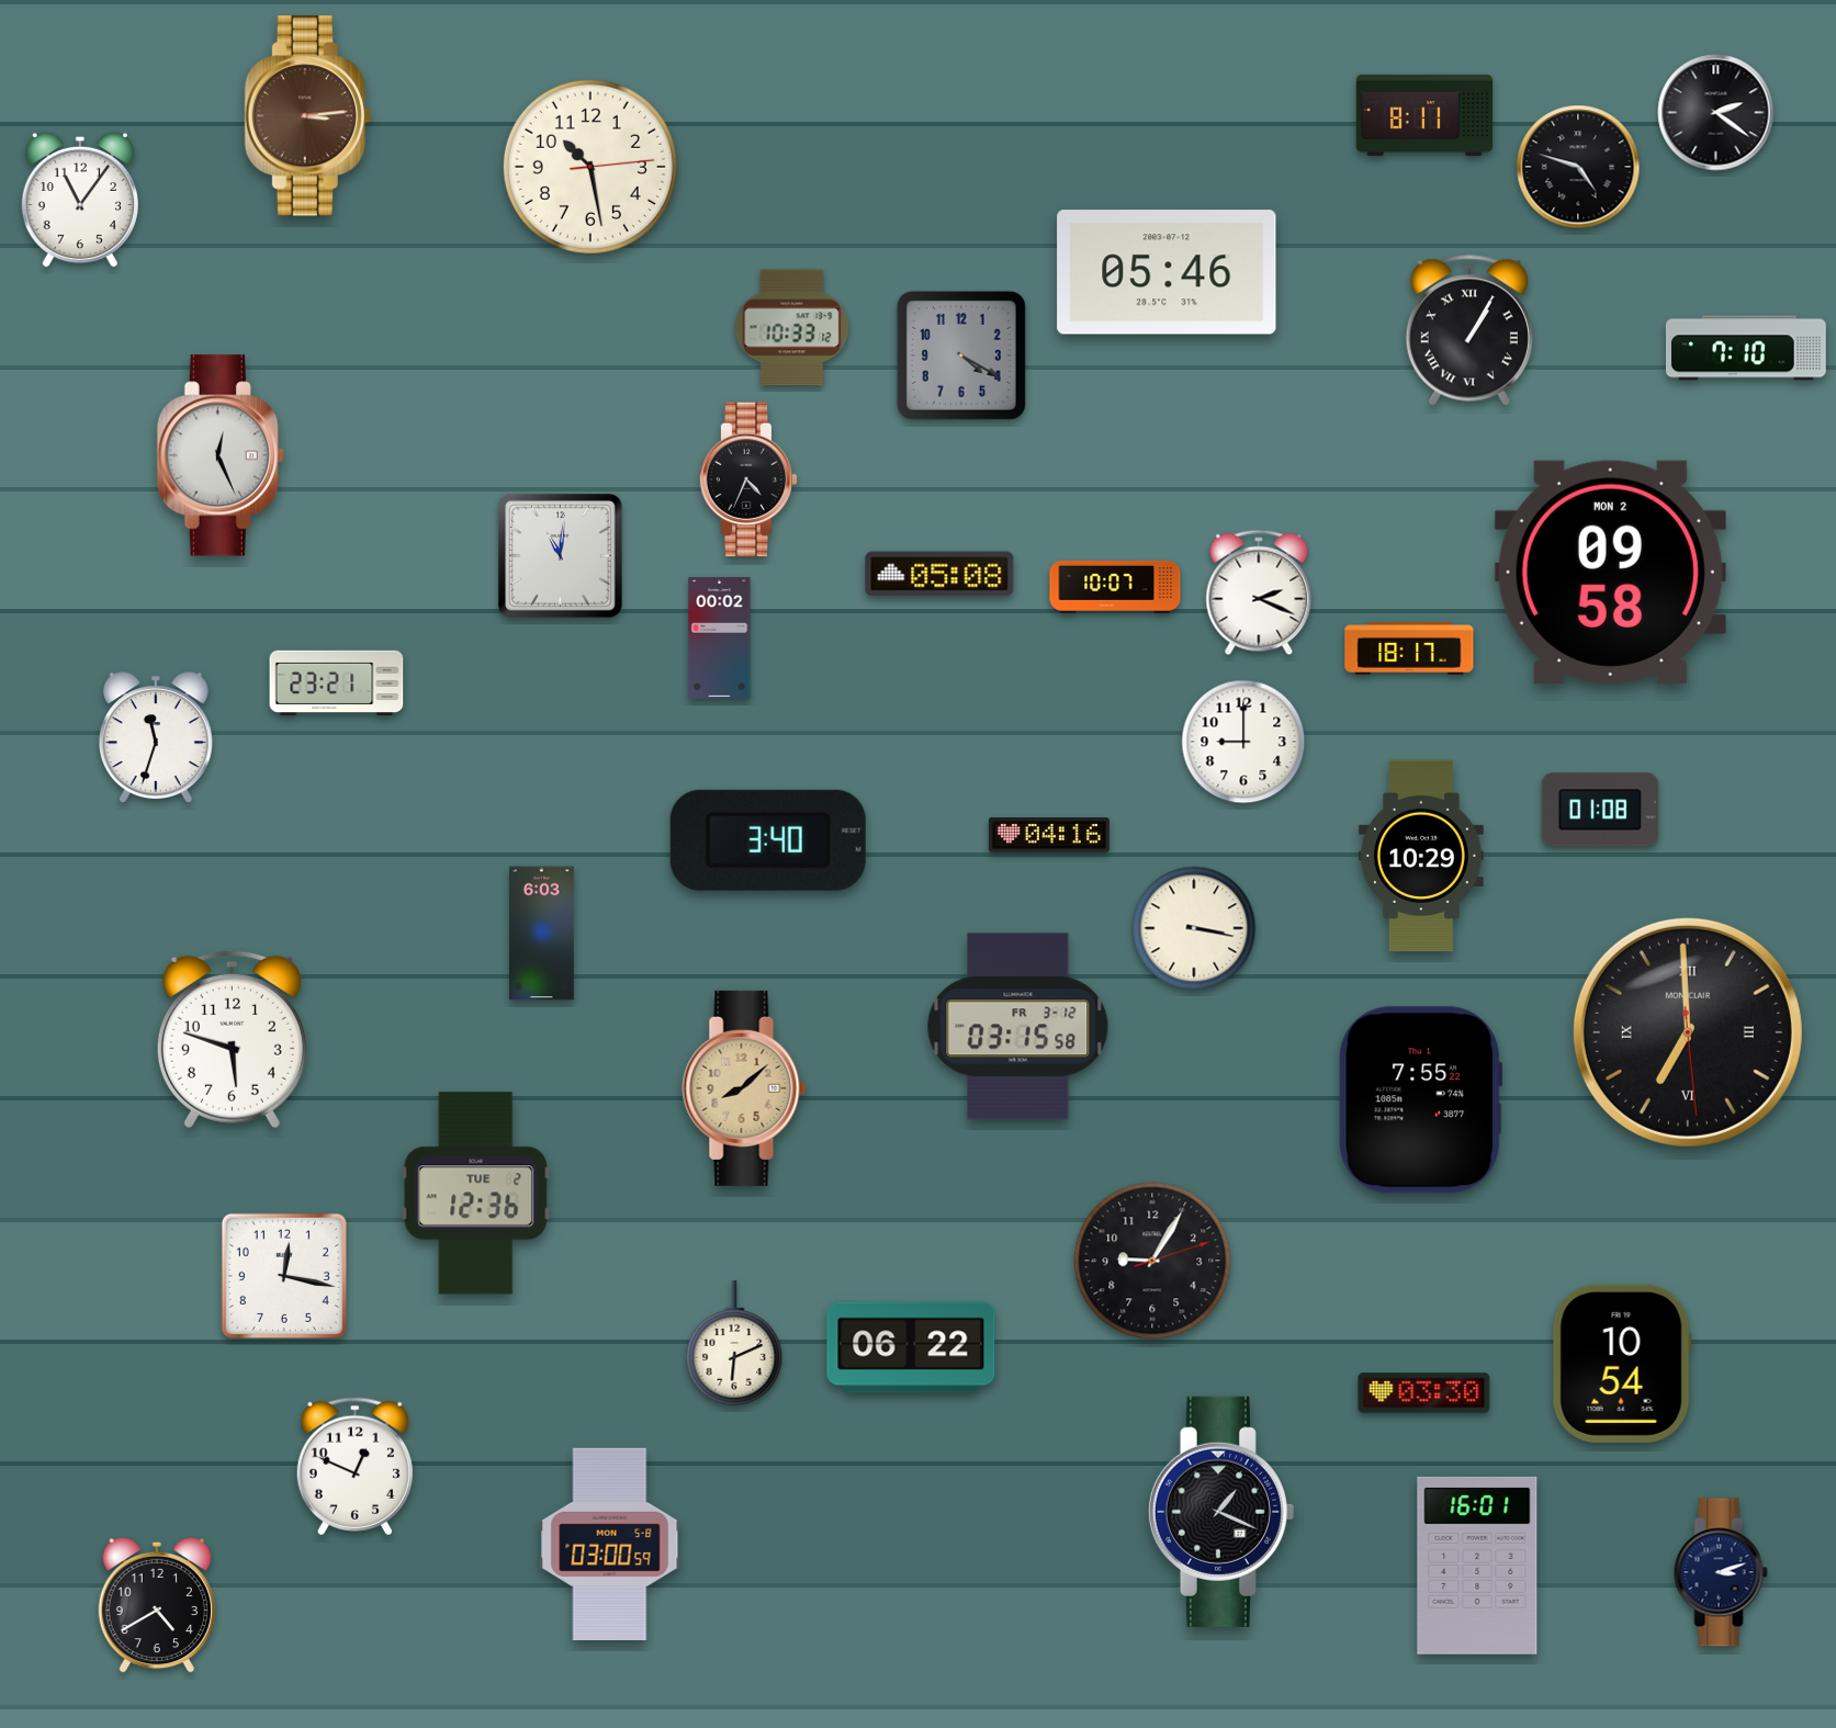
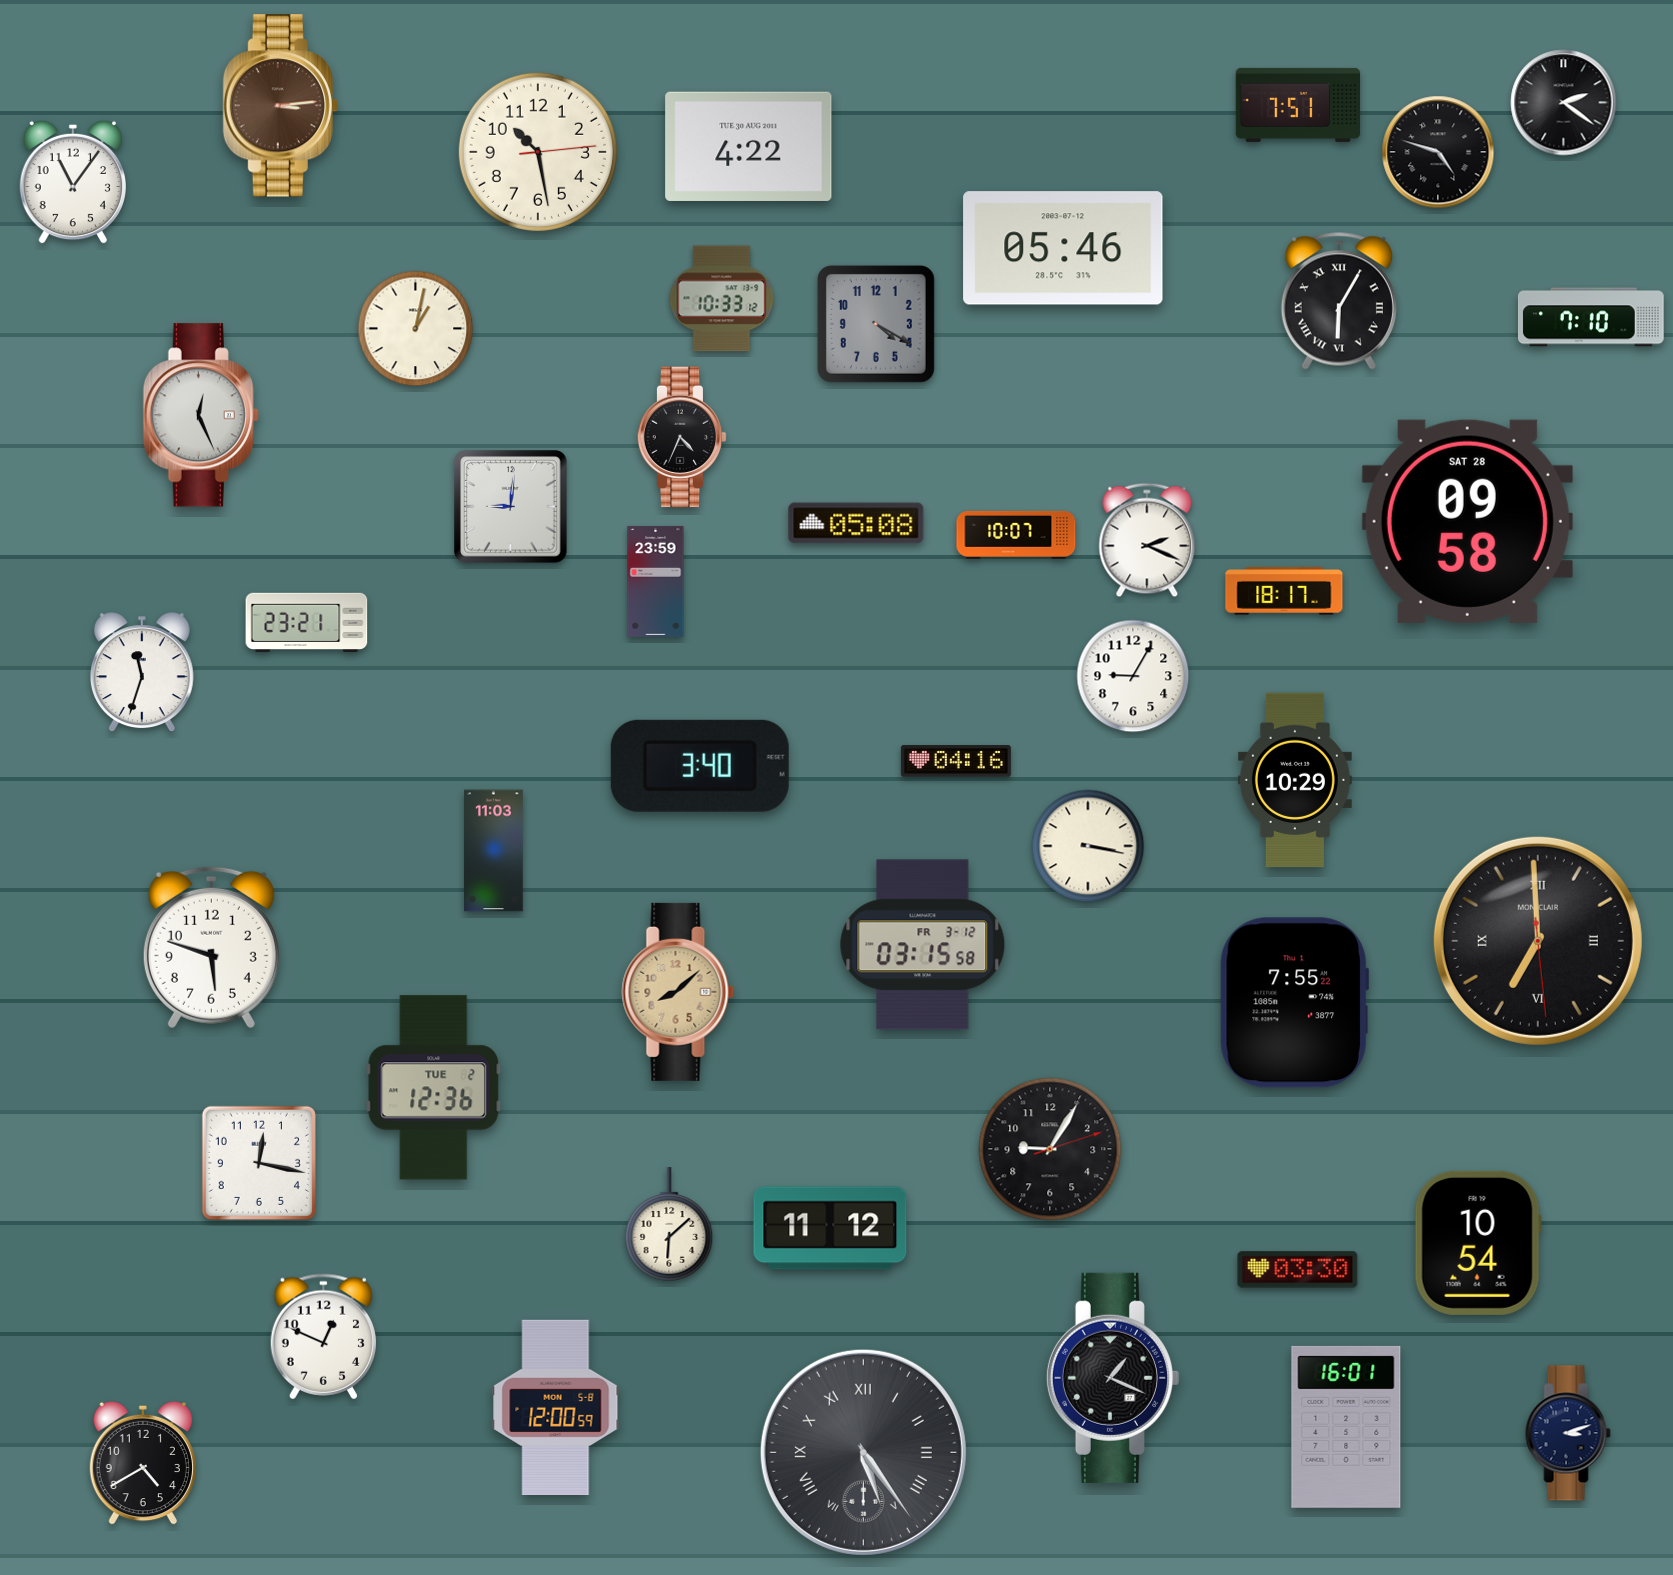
clock at (1424, 115): 8:11 -> 7:51
clock at (749, 146): none -> 4:22
clock at (1469, 330): 1:05 -> 6:05
clock at (416, 329): none -> 1:02
clock at (561, 556): 11:01 -> 9:01
clock at (1610, 572) date: MON 2 -> SAT 28
clock at (720, 637): 00:02 -> 23:59
clock at (1243, 742): 9:00 -> 9:05
clock at (1600, 810): 01:08 -> none
clock at (542, 934): 6:03 -> 11:03
clock at (1018, 1027) position: (1018, 1027) -> (923, 945)
clock at (734, 1343): 6:11 -> 6:08
clock at (911, 1347): 06:22 -> 11:12
clock at (610, 1544): 03:00 -> 12:00
clock at (863, 1452): none -> 5:24
